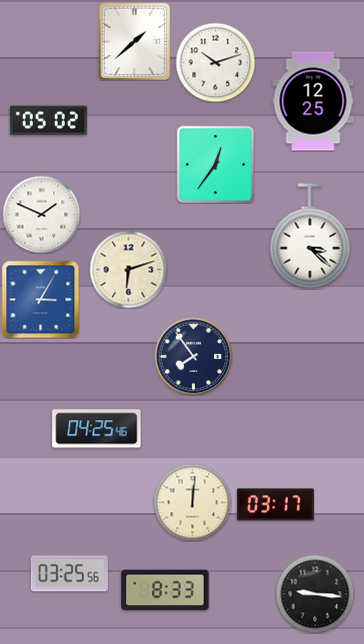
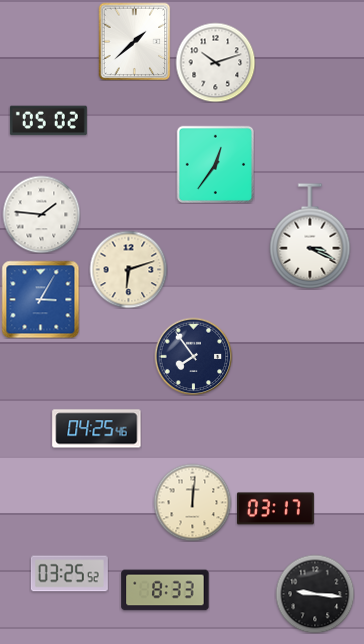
clock at (313, 101): 12:25 -> none
clock at (41, 214): 1:49 -> 1:46
clock at (310, 236): 3:22 -> 3:19
clock at (275, 505) position: (275, 505) -> (275, 509)
clock at (69, 574): 03:25:56 -> 03:25:52
